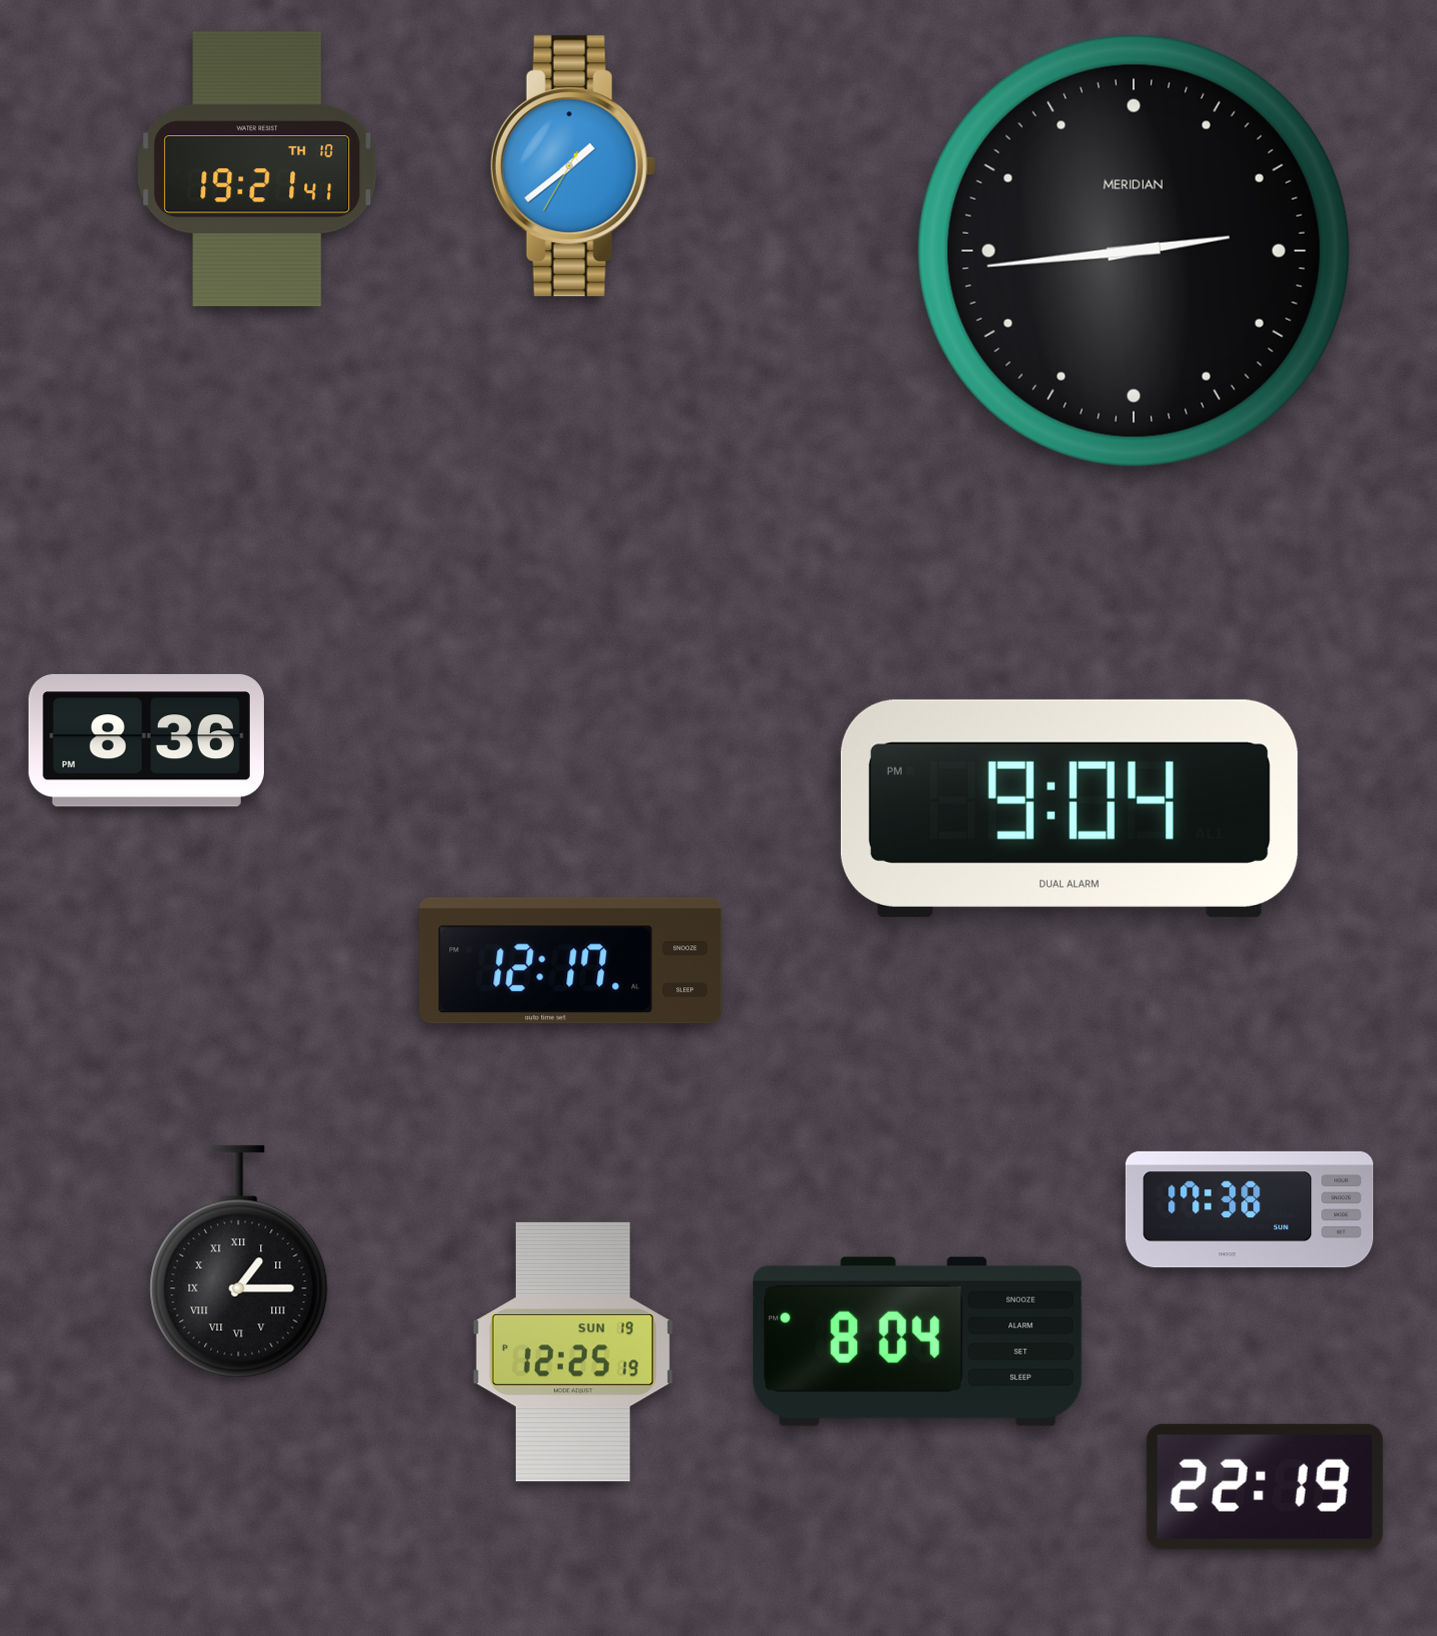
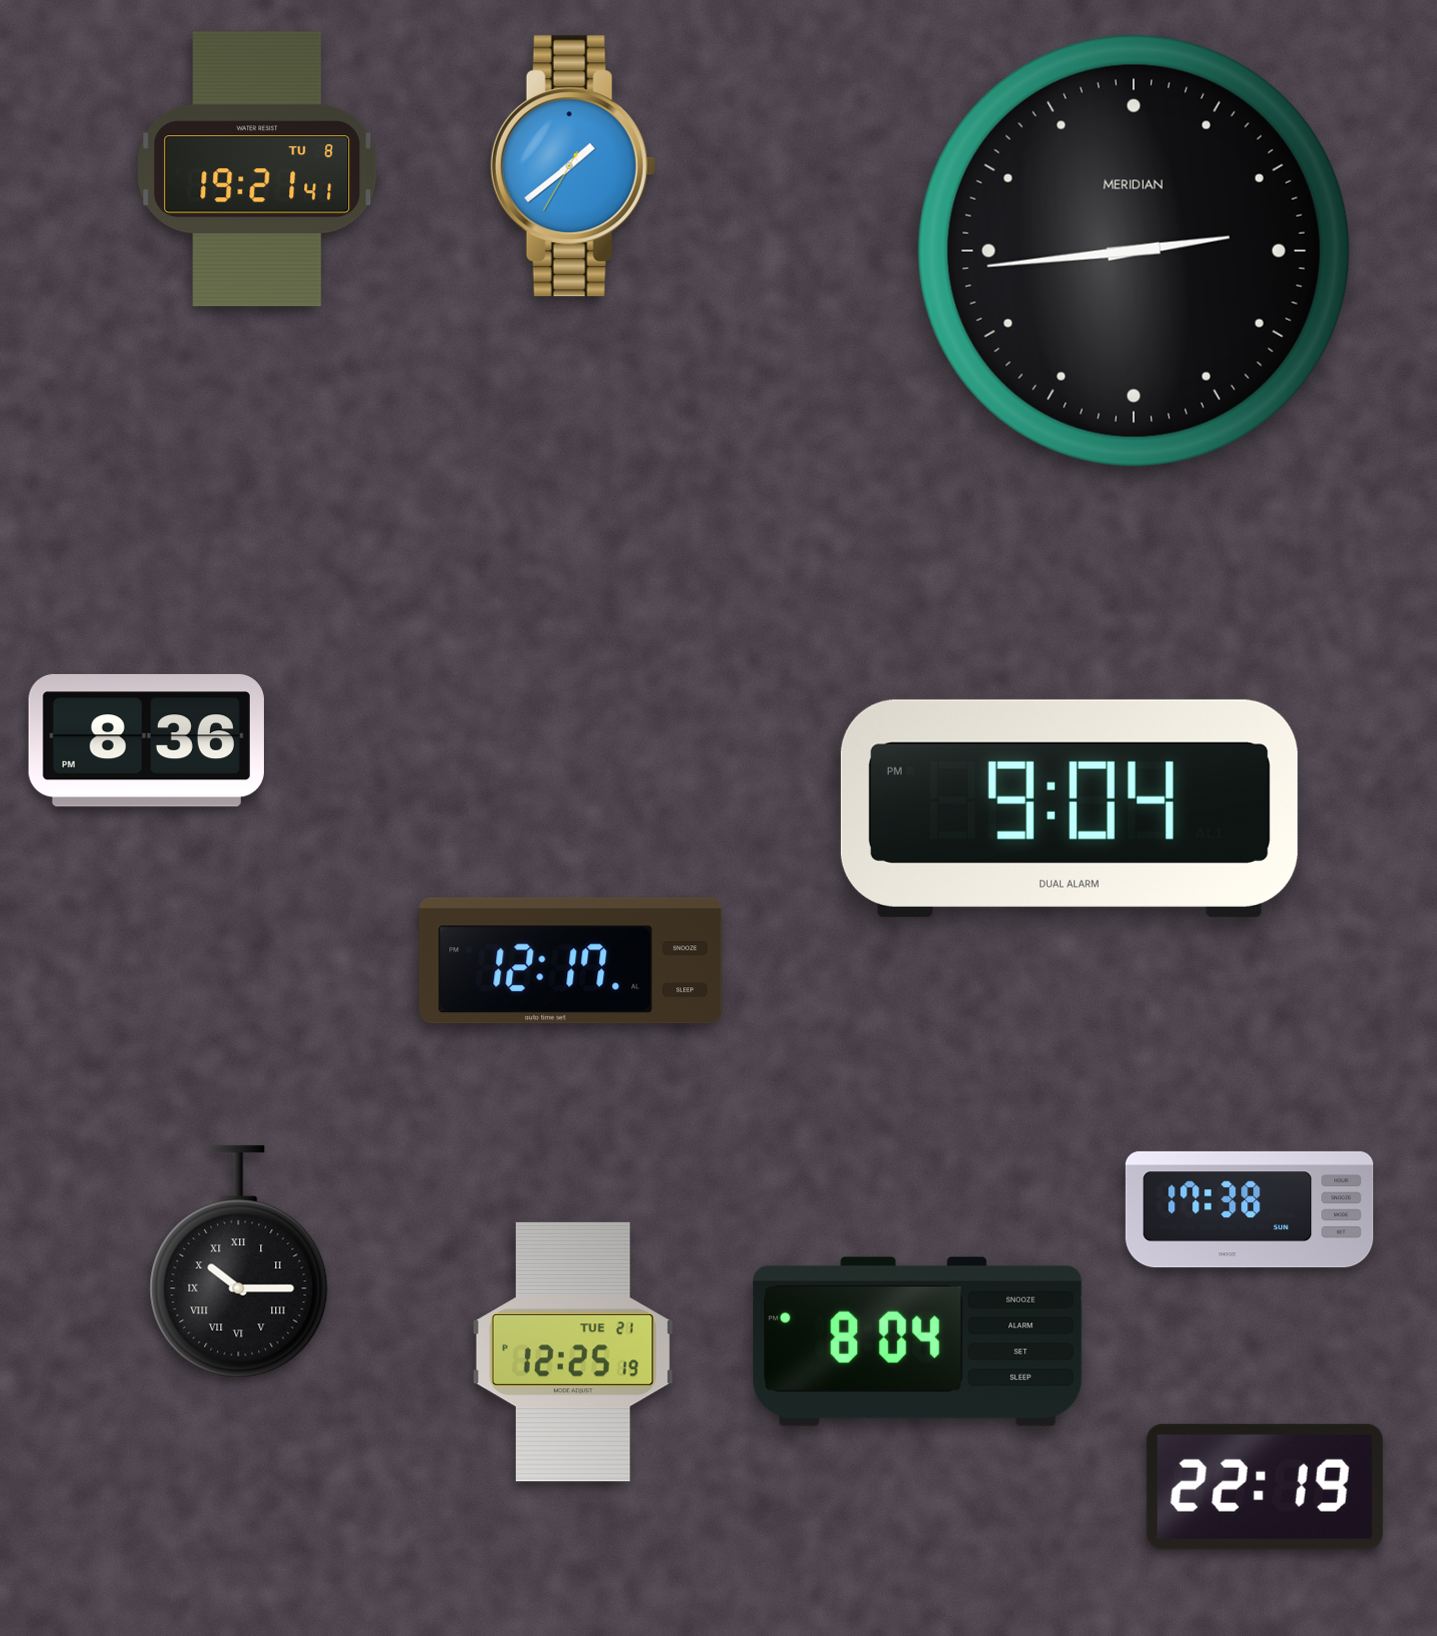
clock at (257, 169) date: TH 10 -> TU 8
clock at (239, 1262): 1:15 -> 10:15
clock at (573, 1352) date: SUN 19 -> TUE 21
